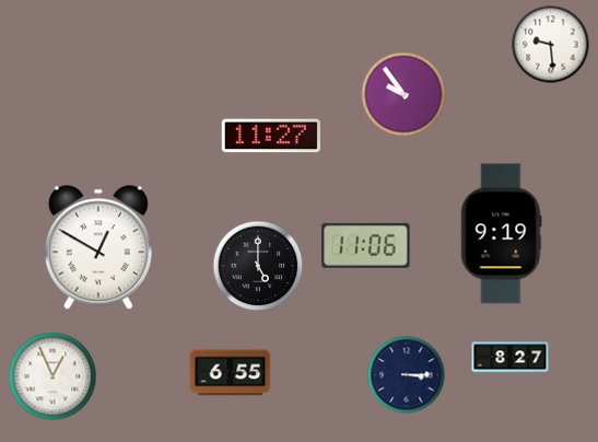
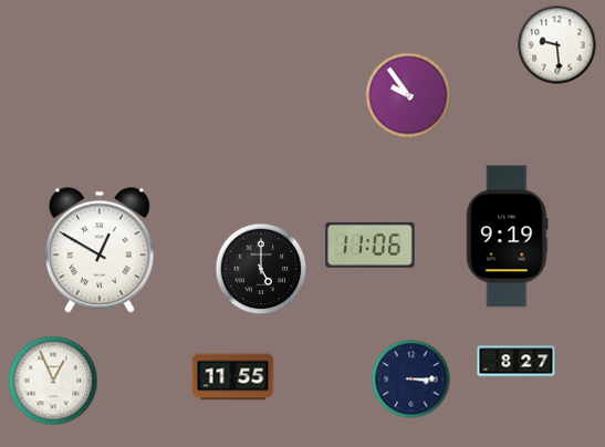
clock at (271, 136): 11:27 -> none
clock at (366, 245) position: (366, 245) -> (371, 245)
clock at (231, 373): 6:55 -> 11:55
